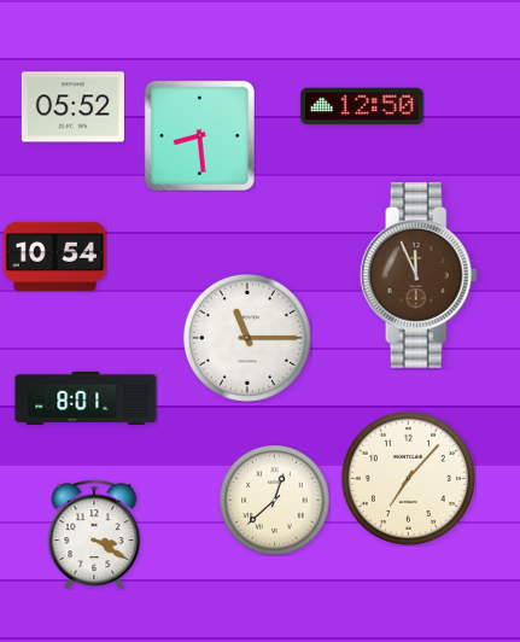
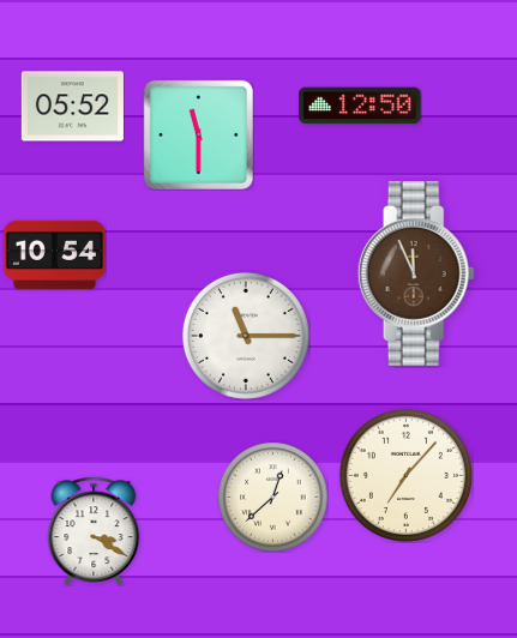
clock at (199, 135): 8:29 -> 11:30
clock at (86, 398): 8:01 -> none
